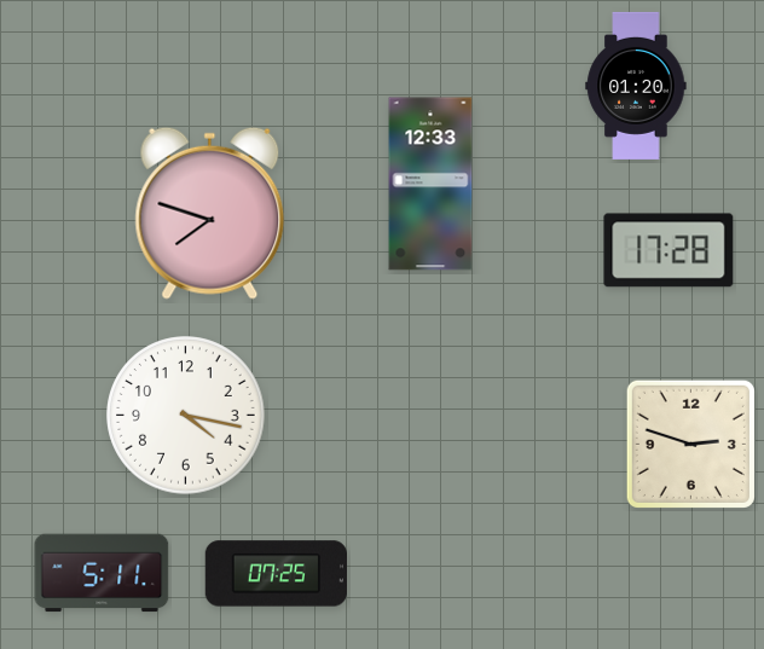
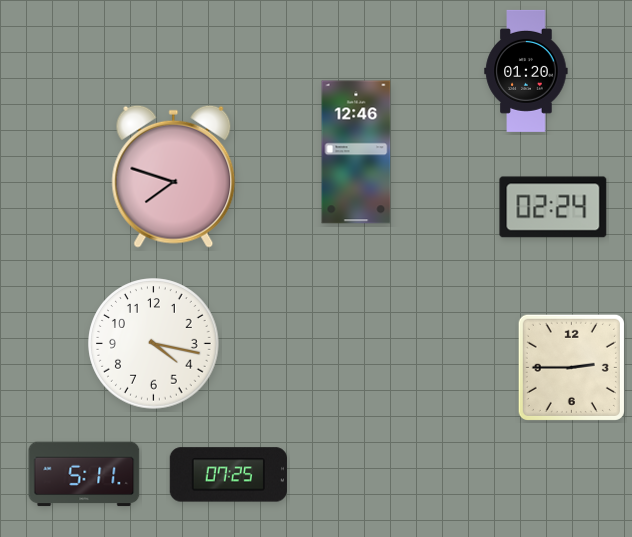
clock at (430, 184): 12:33 -> 12:46
clock at (668, 250): 17:28 -> 02:24
clock at (690, 444): 2:48 -> 2:45
